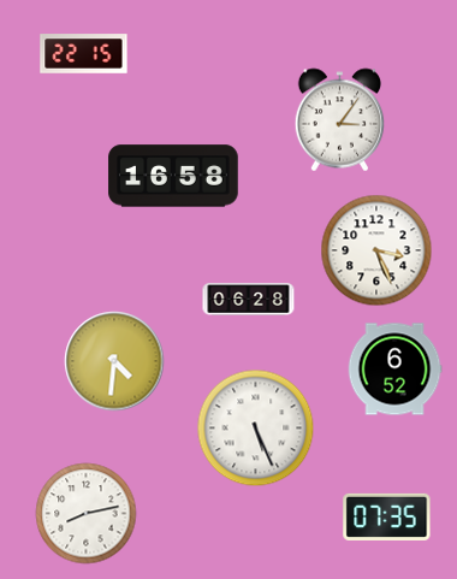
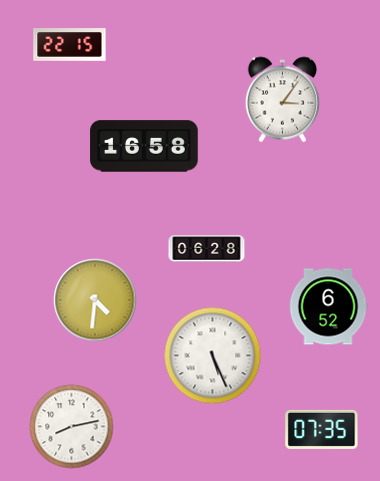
clock at (376, 250): 3:26 -> none
